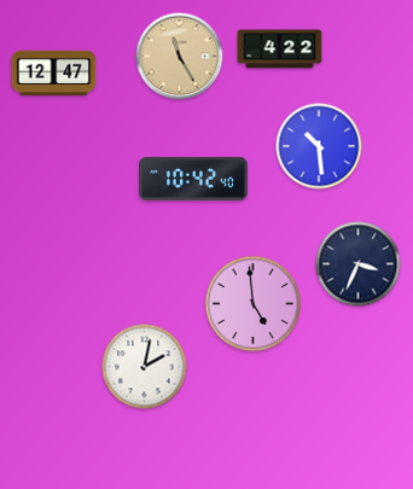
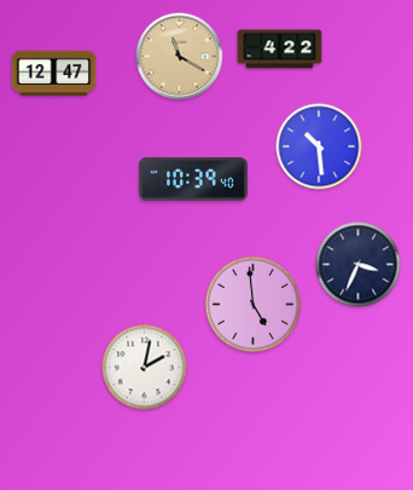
clock at (180, 57): 11:25 -> 11:20
clock at (193, 179): 10:42 -> 10:39
